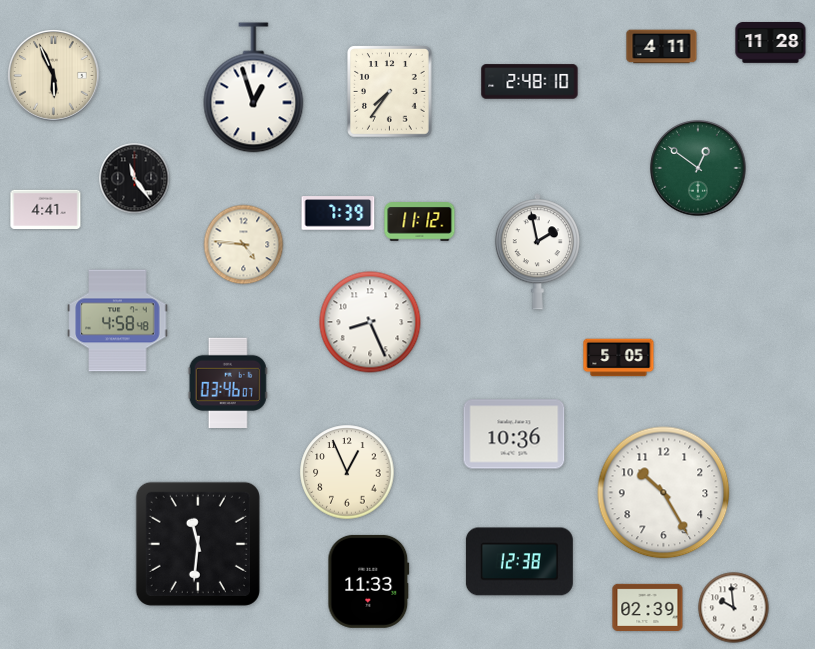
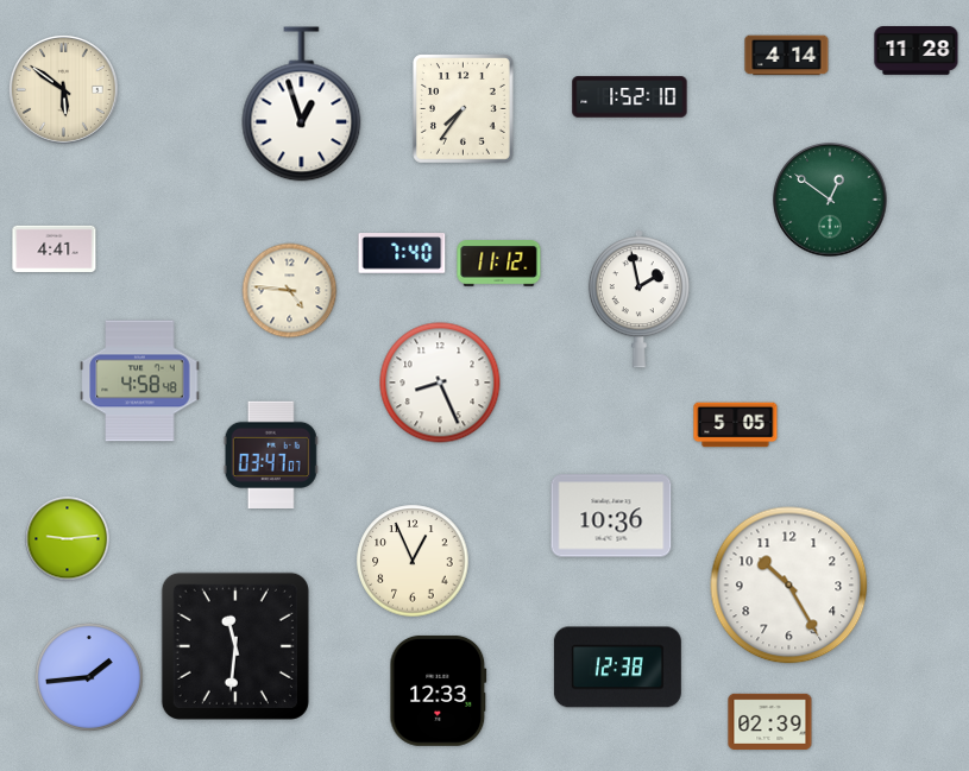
clock at (662, 47): 4:11 -> 4:14
clock at (53, 75): 5:56 -> 5:51
clock at (530, 82): 2:48 -> 1:52
clock at (135, 179): 11:24 -> none
clock at (338, 213): 7:39 -> 7:40
clock at (228, 383): 03:46 -> 03:47
clock at (68, 539): none -> 9:14
clock at (89, 677): none -> 1:44
clock at (369, 581): 11:33 -> 12:33
clock at (734, 608): 9:59 -> none
